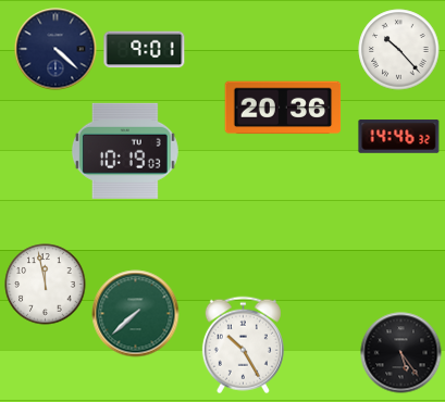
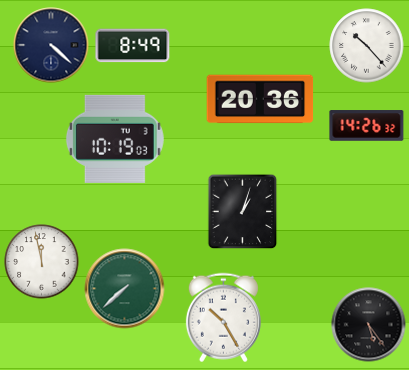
clock at (145, 50): 9:01 -> 8:49
clock at (399, 137): 14:46 -> 14:26
clock at (243, 212): none -> 1:03
